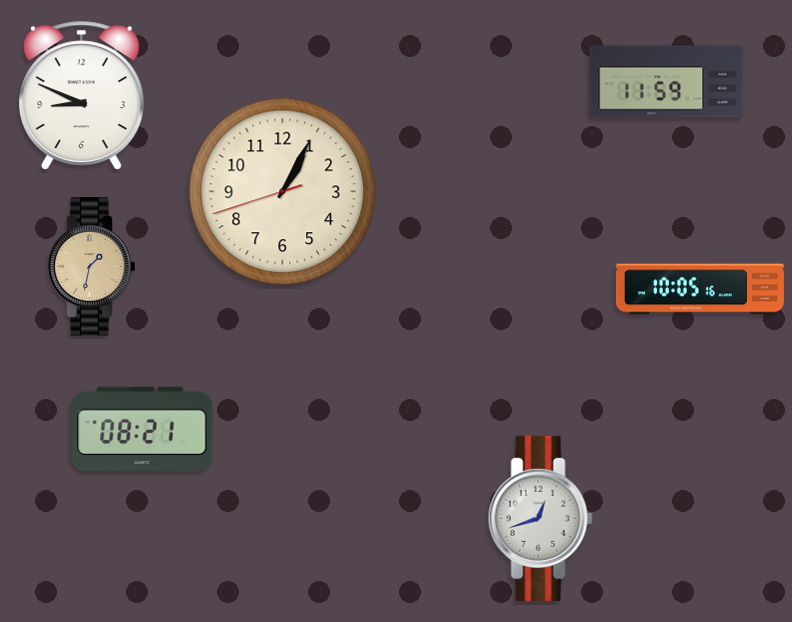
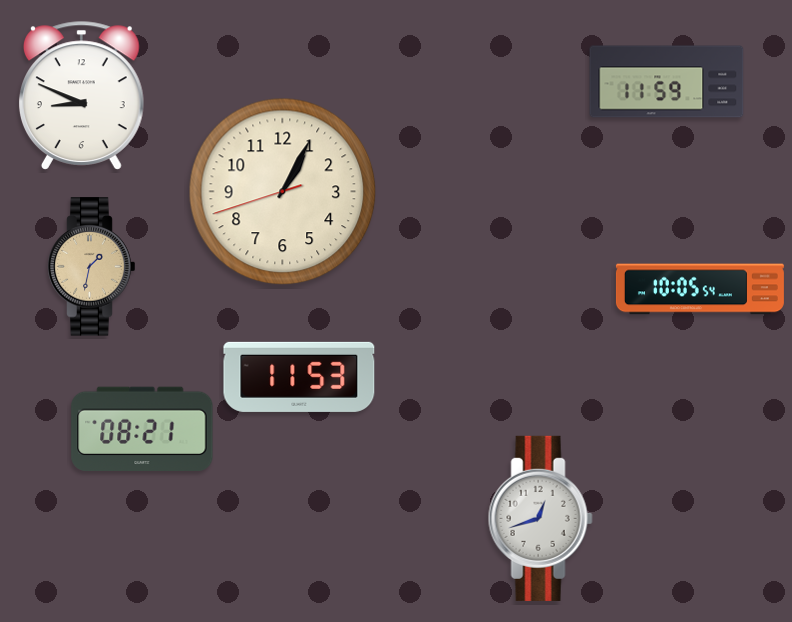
clock at (700, 289): 10:05:16 -> 10:05:54
clock at (299, 377): none -> 11:53
